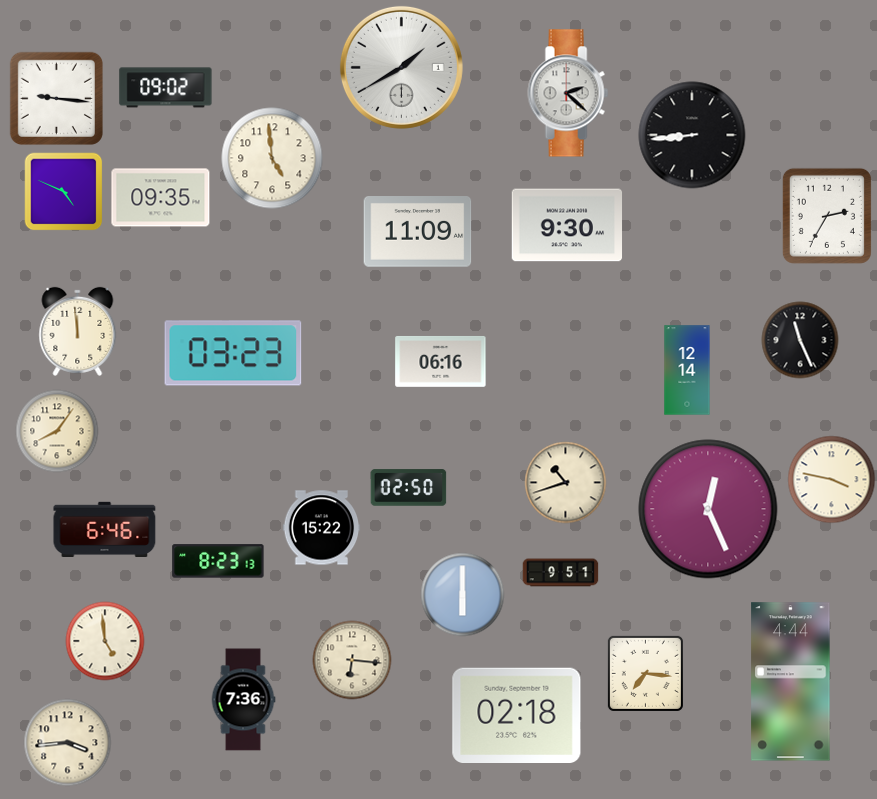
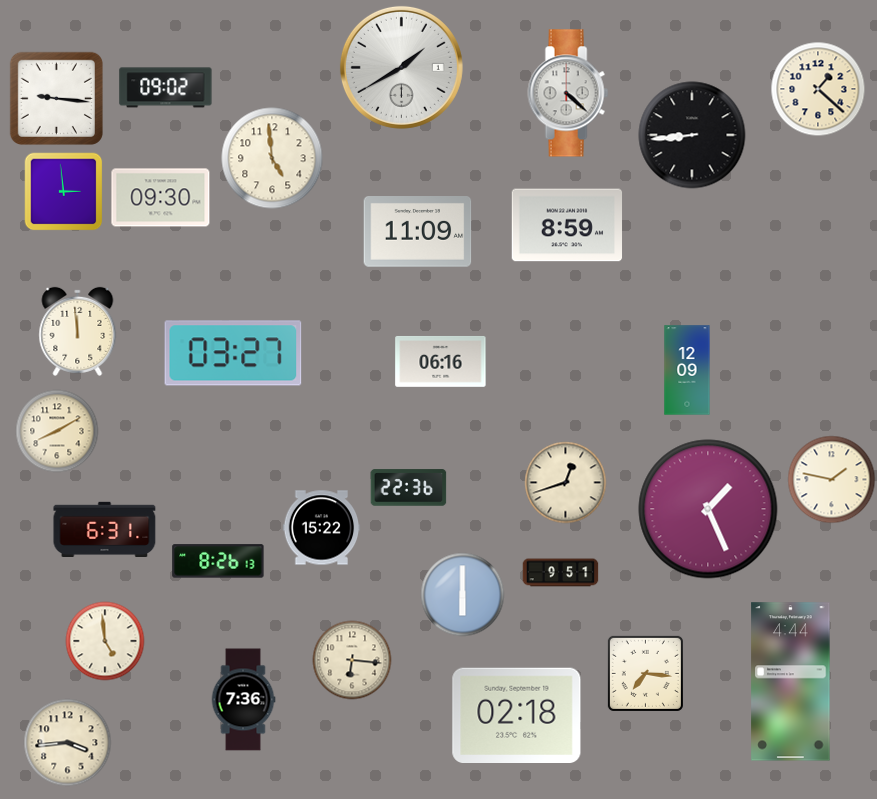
clock at (818, 89): none -> 1:22
clock at (568, 93): 2:22 -> 4:22
clock at (64, 192): 4:49 -> 2:59
clock at (161, 198): 09:35 -> 09:30
clock at (827, 216): 2:35 -> none
clock at (567, 225): 9:30 -> 8:59
clock at (800, 340): 11:26 -> none
clock at (233, 353): 03:23 -> 03:27
clock at (687, 370): 12:14 -> 12:09
clock at (57, 431): 8:06 -> 8:10
clock at (832, 480): 3:47 -> 1:47
clock at (566, 483): 10:42 -> 12:42
clock at (409, 488): 02:50 -> 22:36
clock at (708, 509): 12:26 -> 1:26
clock at (105, 529): 6:46 -> 6:31
clock at (218, 561): 8:23 -> 8:26
